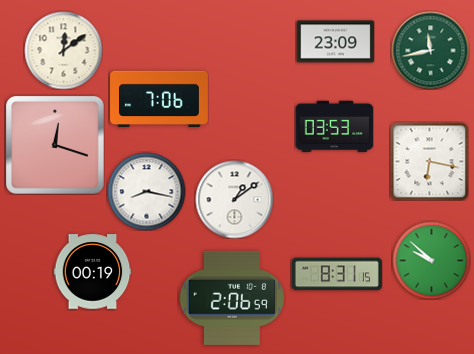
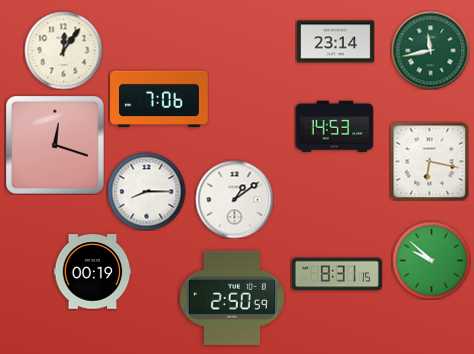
clock at (335, 42): 23:09 -> 23:14
clock at (63, 50): 12:09 -> 12:06
clock at (334, 127): 03:53 -> 14:53
clock at (146, 191): 8:17 -> 8:15
clock at (232, 298): 2:06 -> 2:50
